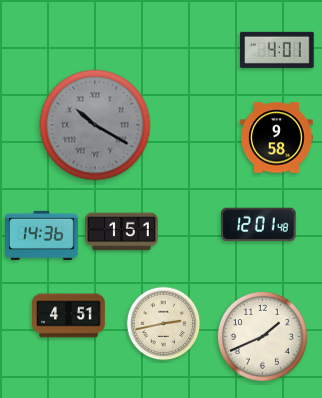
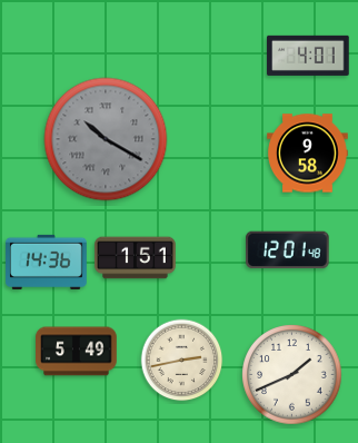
clock at (69, 316): 4:51 -> 5:49
